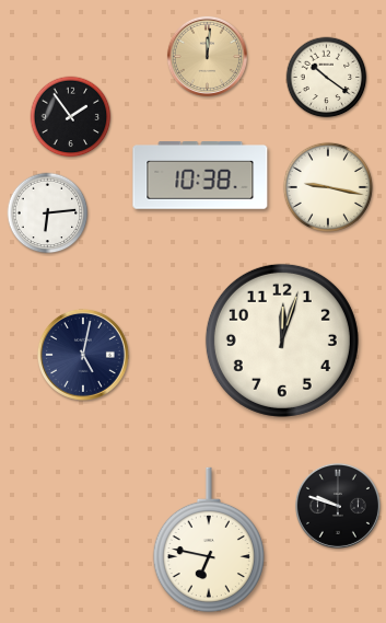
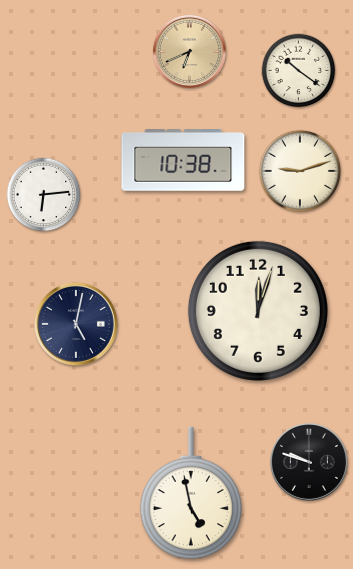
clock at (207, 56): 12:01 -> 6:41
clock at (71, 117): 1:54 -> none
clock at (328, 187): 9:17 -> 9:12
clock at (209, 540): 6:47 -> 4:58
